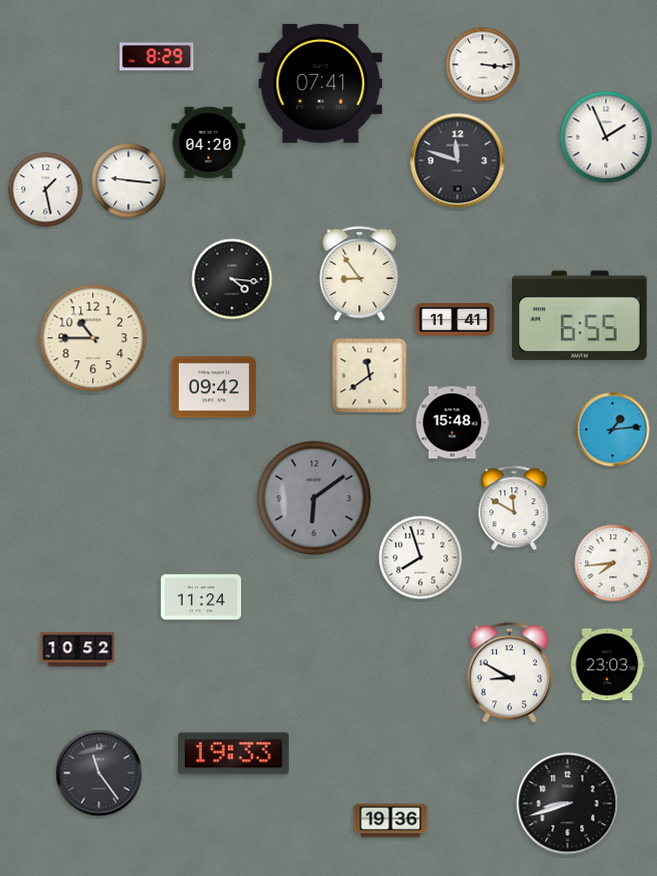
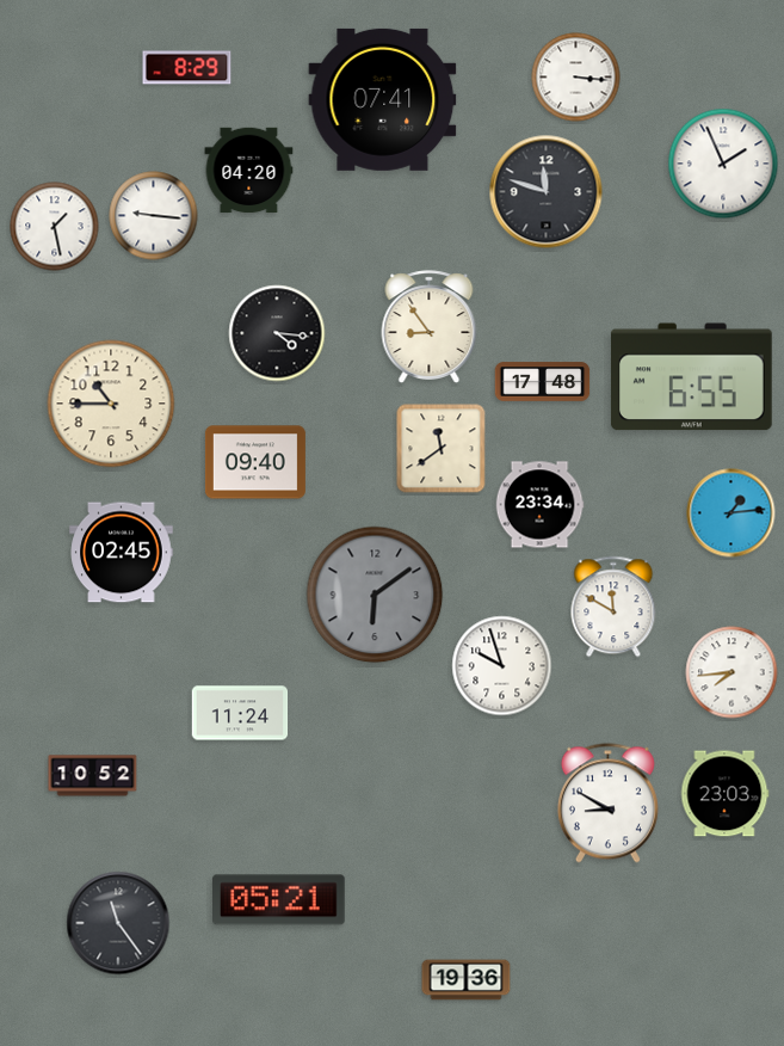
clock at (455, 320): 11:41 -> 17:48
clock at (214, 387): 09:42 -> 09:40
clock at (452, 423): 15:48 -> 23:34
clock at (122, 553): none -> 02:45
clock at (421, 558): 7:57 -> 9:57
clock at (234, 754): 19:33 -> 05:21
clock at (568, 804): 8:42 -> none
